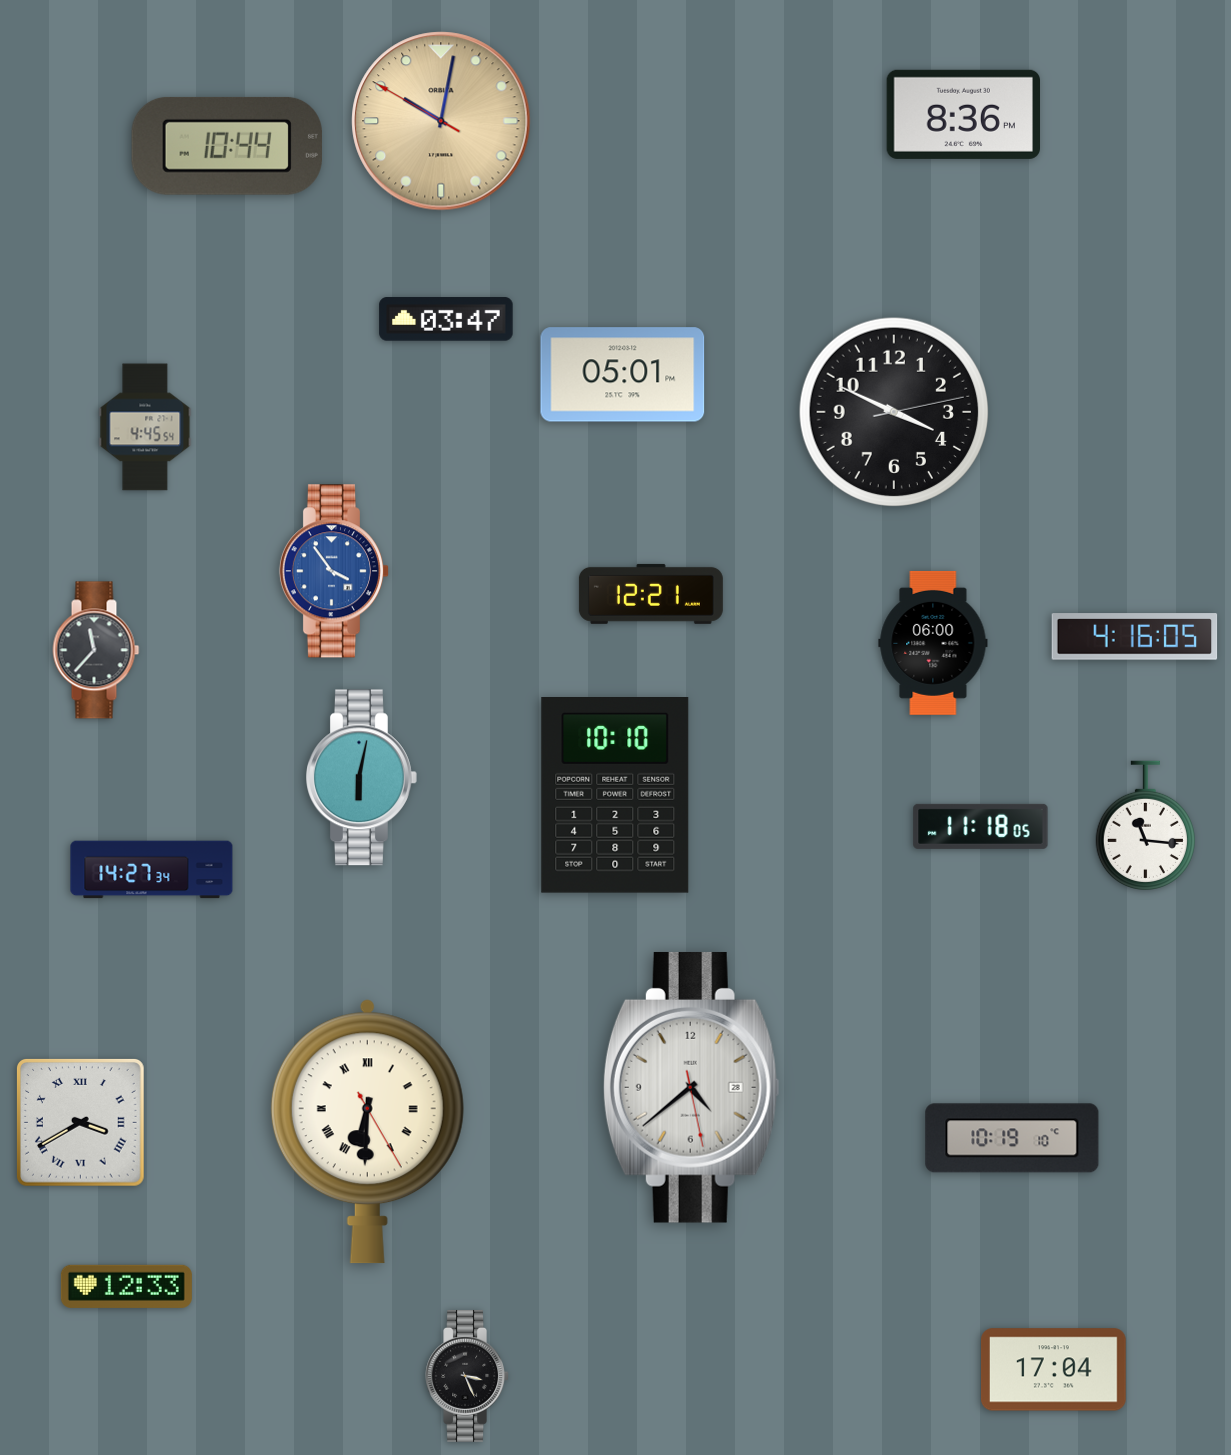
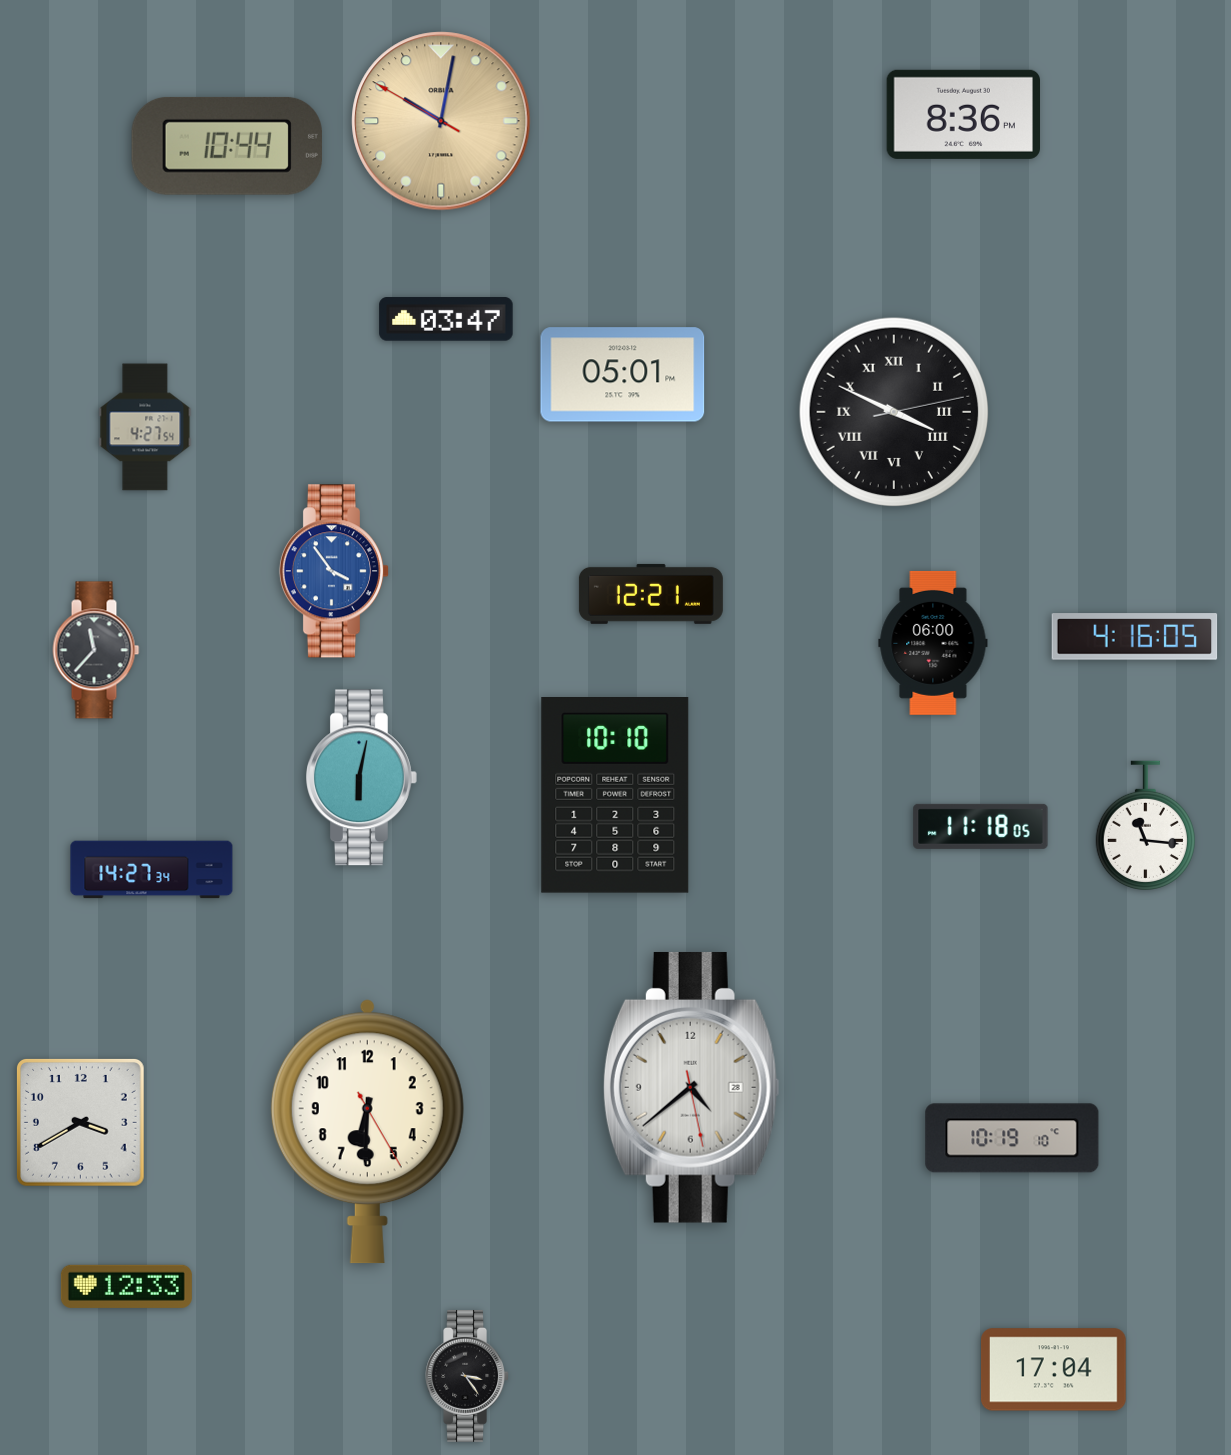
clock at (893, 411) numerals: Arabic -> Roman
clock at (145, 427): 4:45 -> 4:27
clock at (81, 1123) numerals: Roman -> Arabic
clock at (367, 1132) numerals: Roman -> Arabic
clock at (467, 1376): 3:26 -> 3:24
